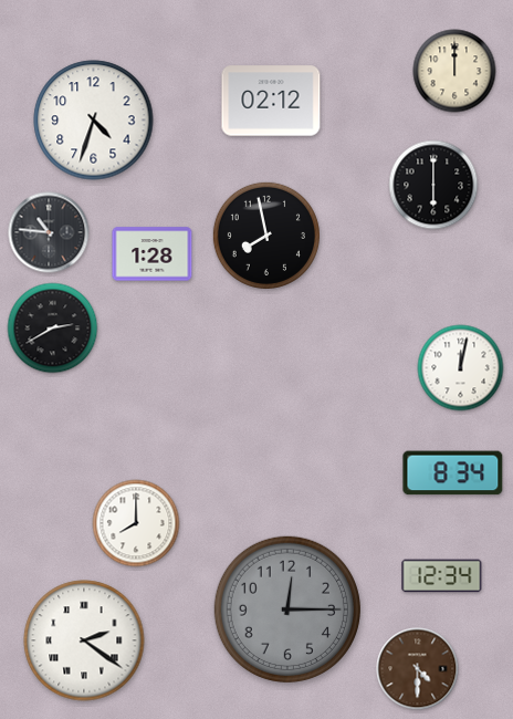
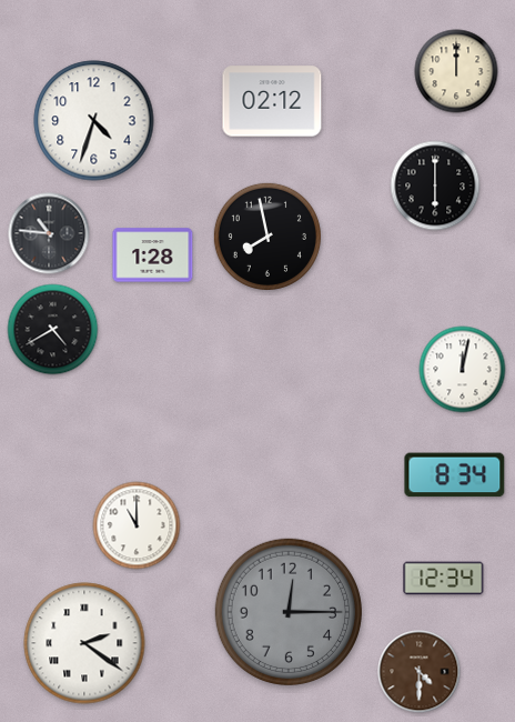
clock at (53, 329): 2:40 -> 4:40
clock at (136, 523): 8:00 -> 11:00
